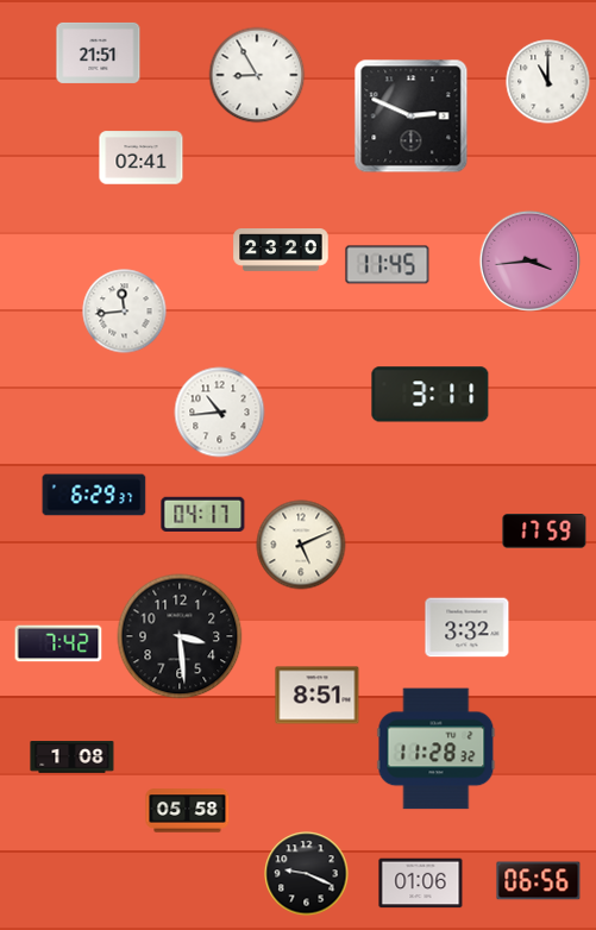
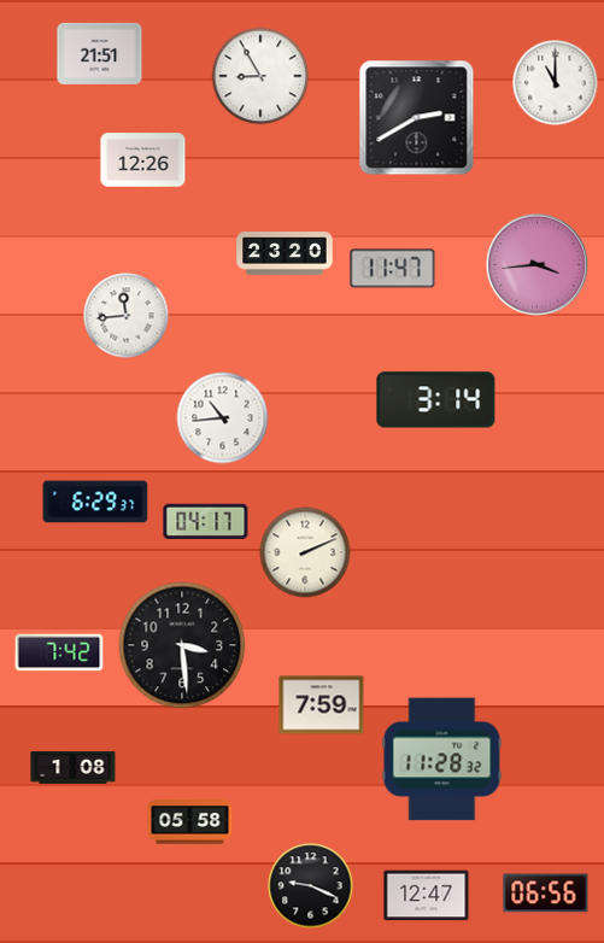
clock at (412, 117): 2:49 -> 2:40
clock at (142, 158): 02:41 -> 12:26
clock at (388, 265): 11:45 -> 11:47
clock at (431, 395): 3:11 -> 3:14
clock at (545, 532): 17:59 -> none
clock at (301, 545): 5:11 -> 2:11
clock at (468, 628): 3:32 -> none
clock at (318, 696): 8:51 -> 7:59
clock at (421, 884): 01:06 -> 12:47
